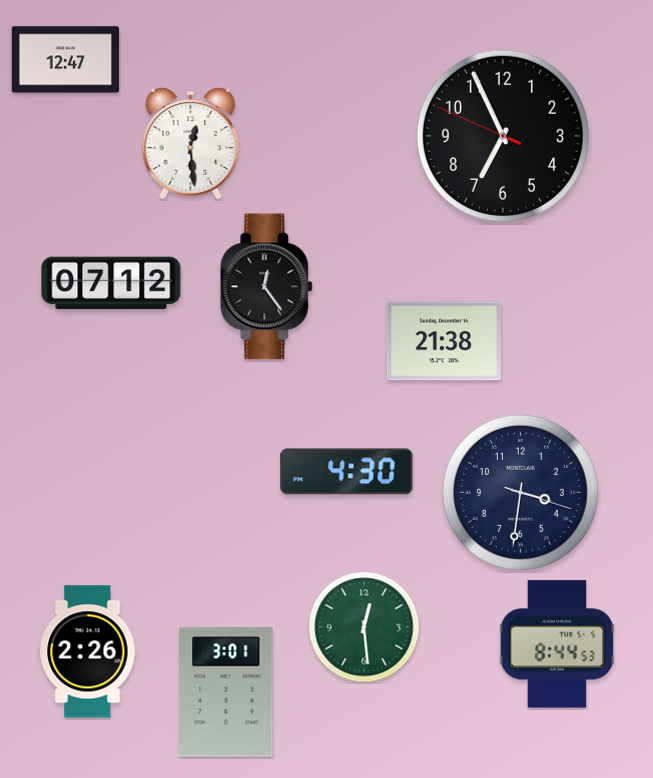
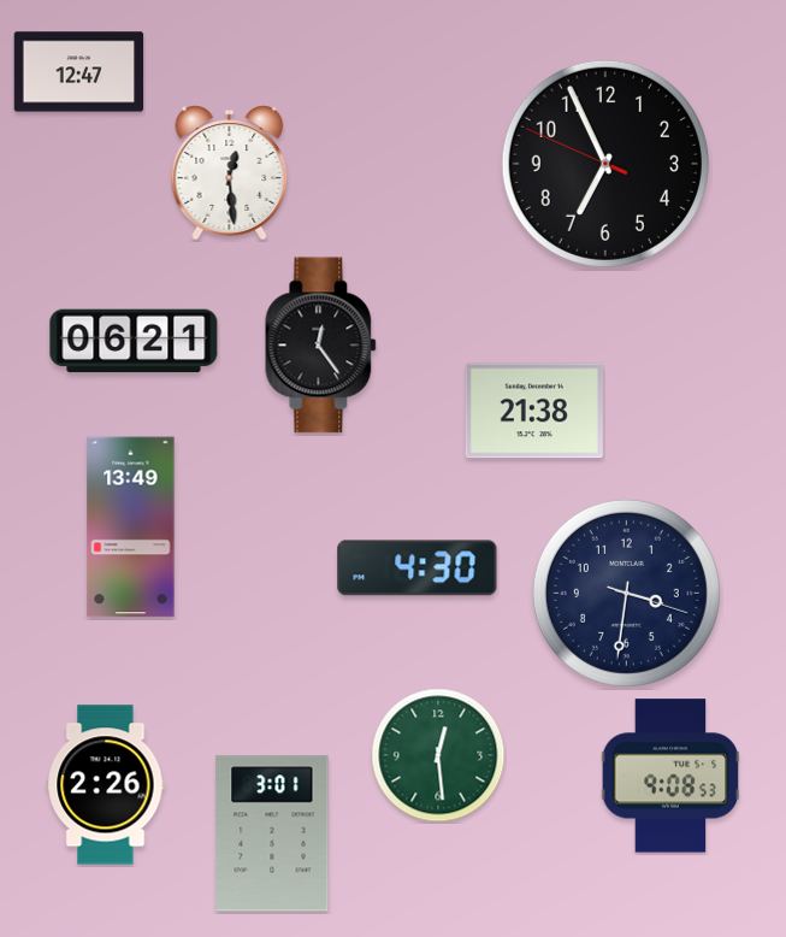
clock at (111, 283): 07:12 -> 06:21
clock at (131, 528): none -> 13:49
clock at (557, 644): 8:44 -> 9:08
